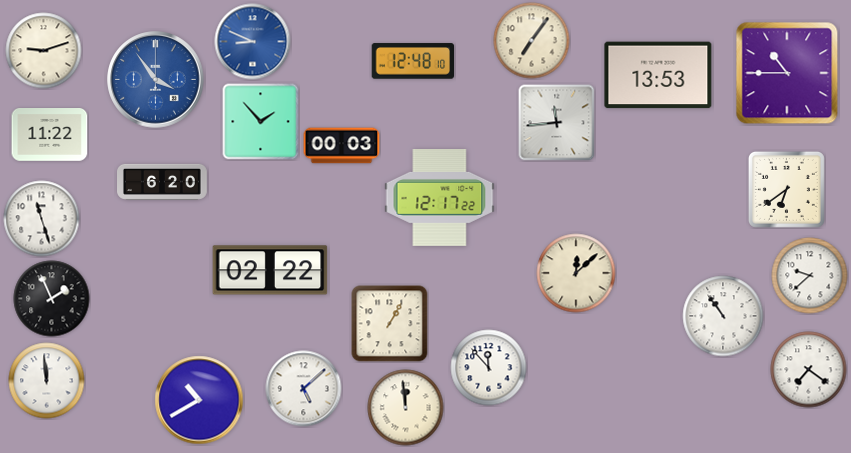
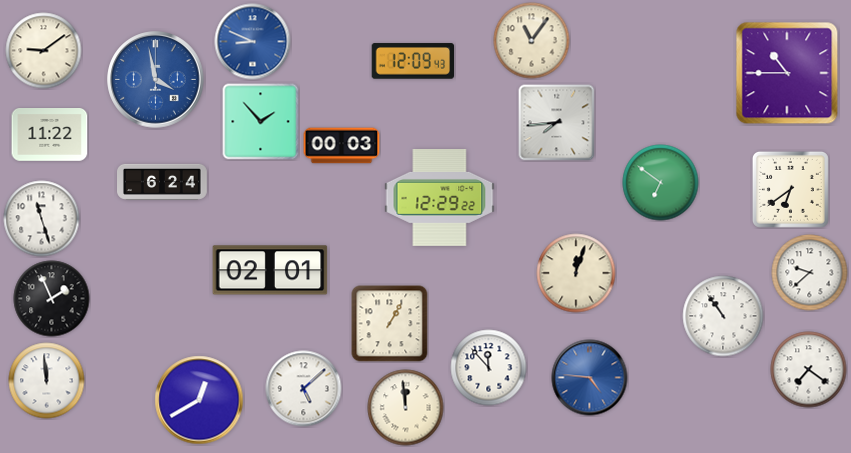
clock at (532, 41): 7:06 -> 11:06
clock at (44, 51): 9:12 -> 9:09
clock at (413, 61): 12:48 -> 12:09
clock at (658, 75): 13:53 -> none
clock at (156, 80): 3:54 -> 3:58
clock at (557, 123): 11:44 -> 7:44
clock at (163, 182): 6:20 -> 6:24
clock at (661, 183): none -> 6:51
clock at (786, 189) position: (786, 189) -> (790, 189)
clock at (440, 198): 12:17 -> 12:29
clock at (270, 270): 02:22 -> 02:01
clock at (576, 273): 12:08 -> 12:03
clock at (810, 276) position: (810, 276) -> (810, 273)
clock at (590, 378): none -> 4:46
clock at (199, 400): 10:40 -> 12:40
